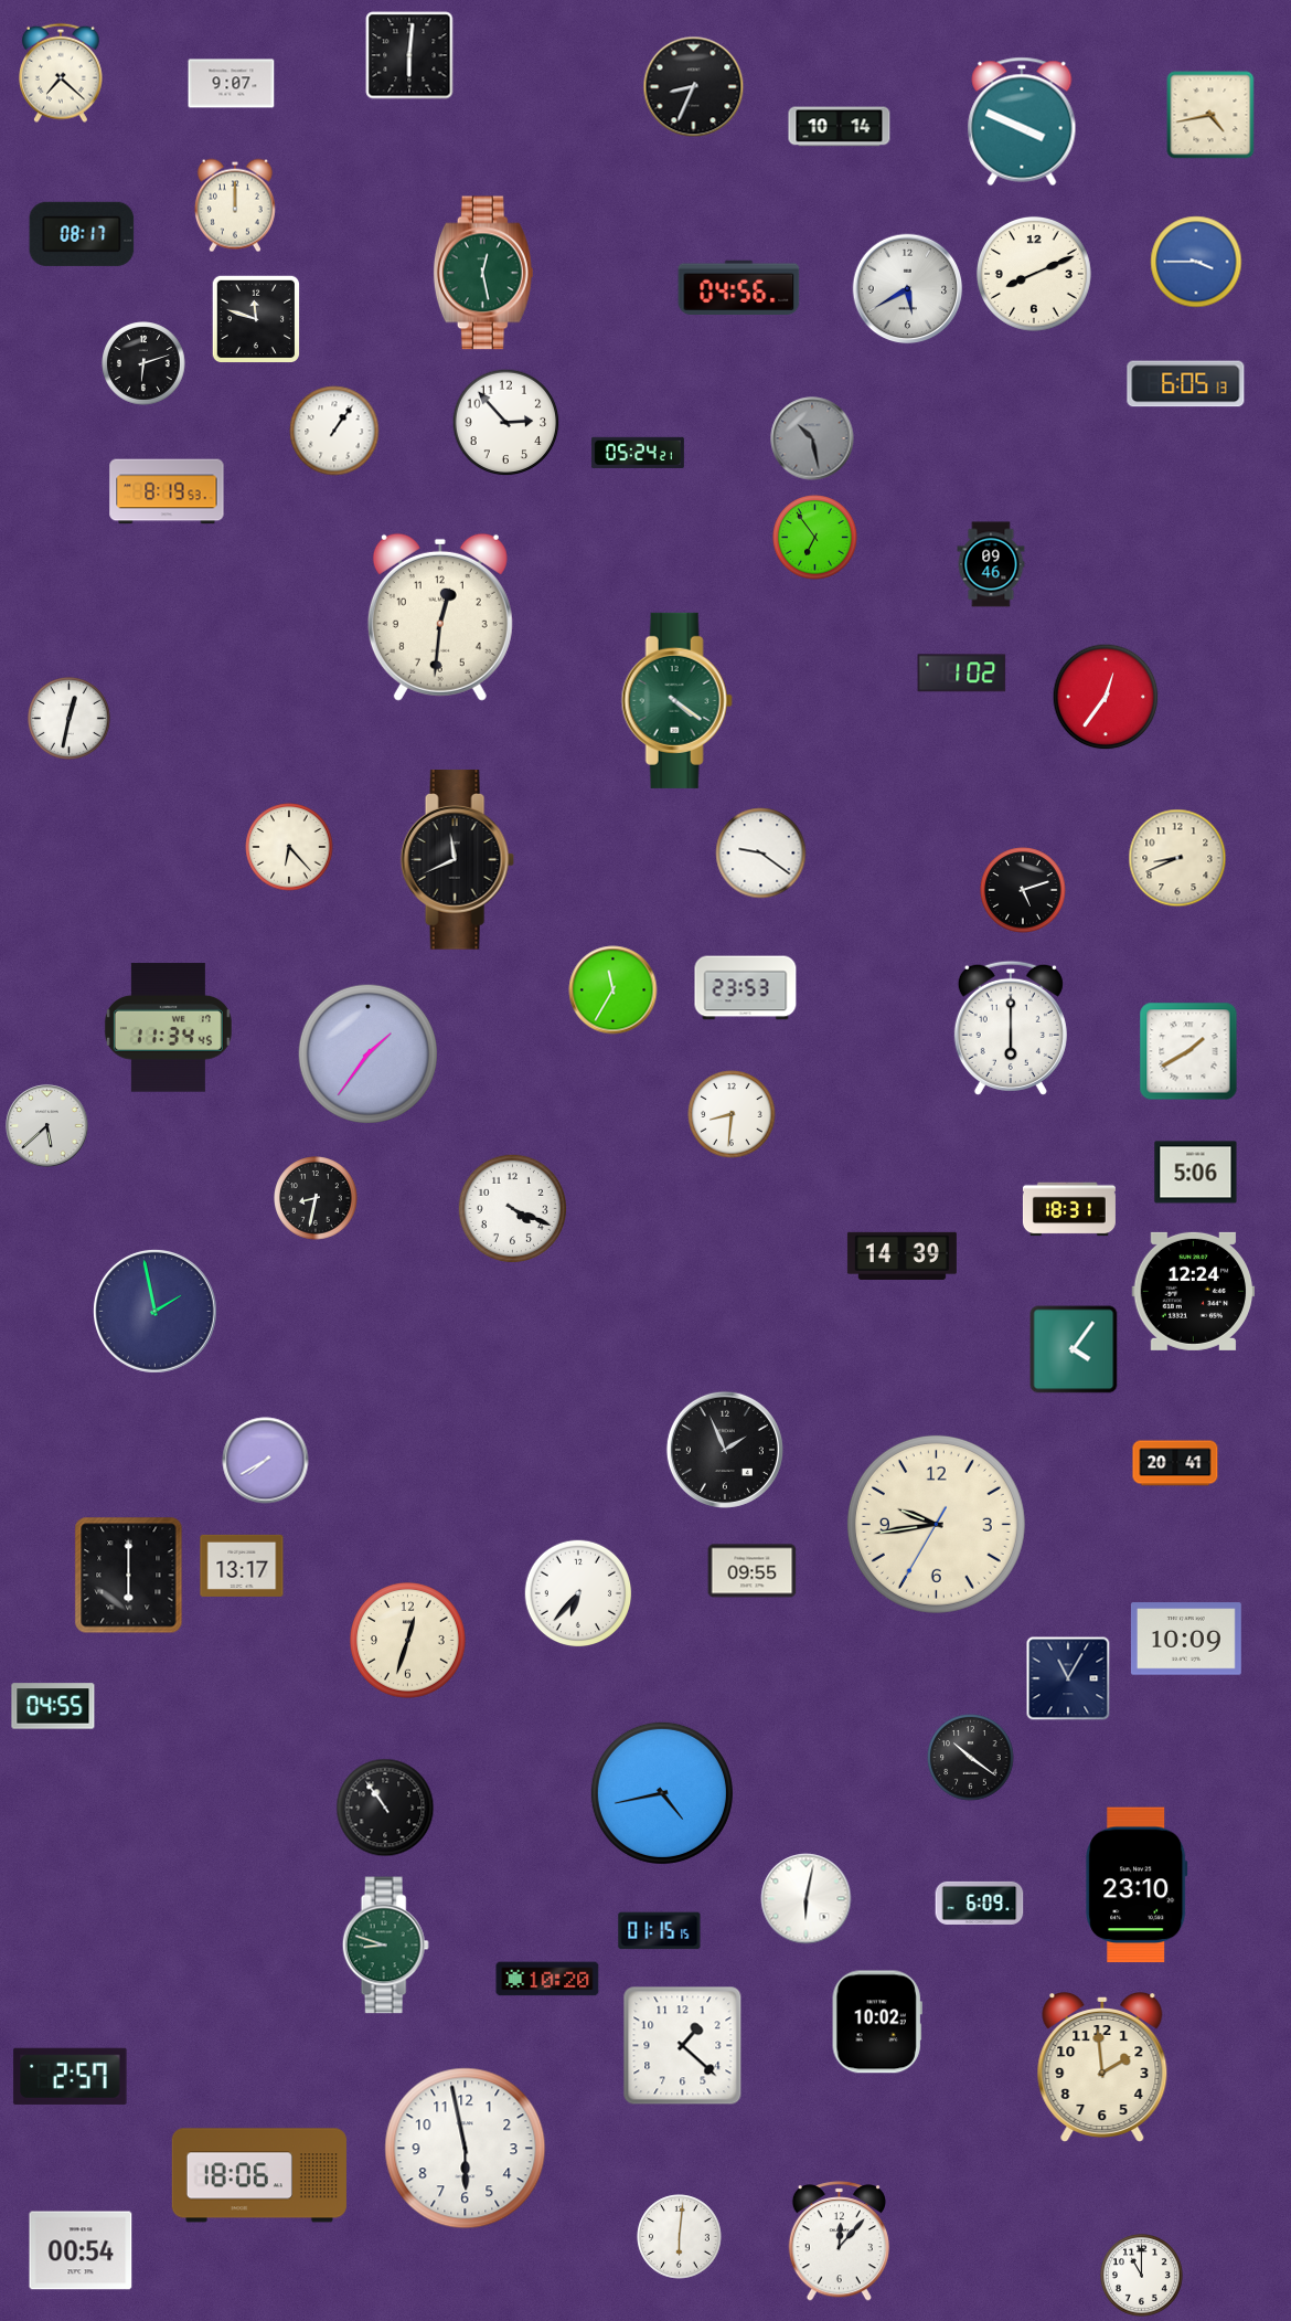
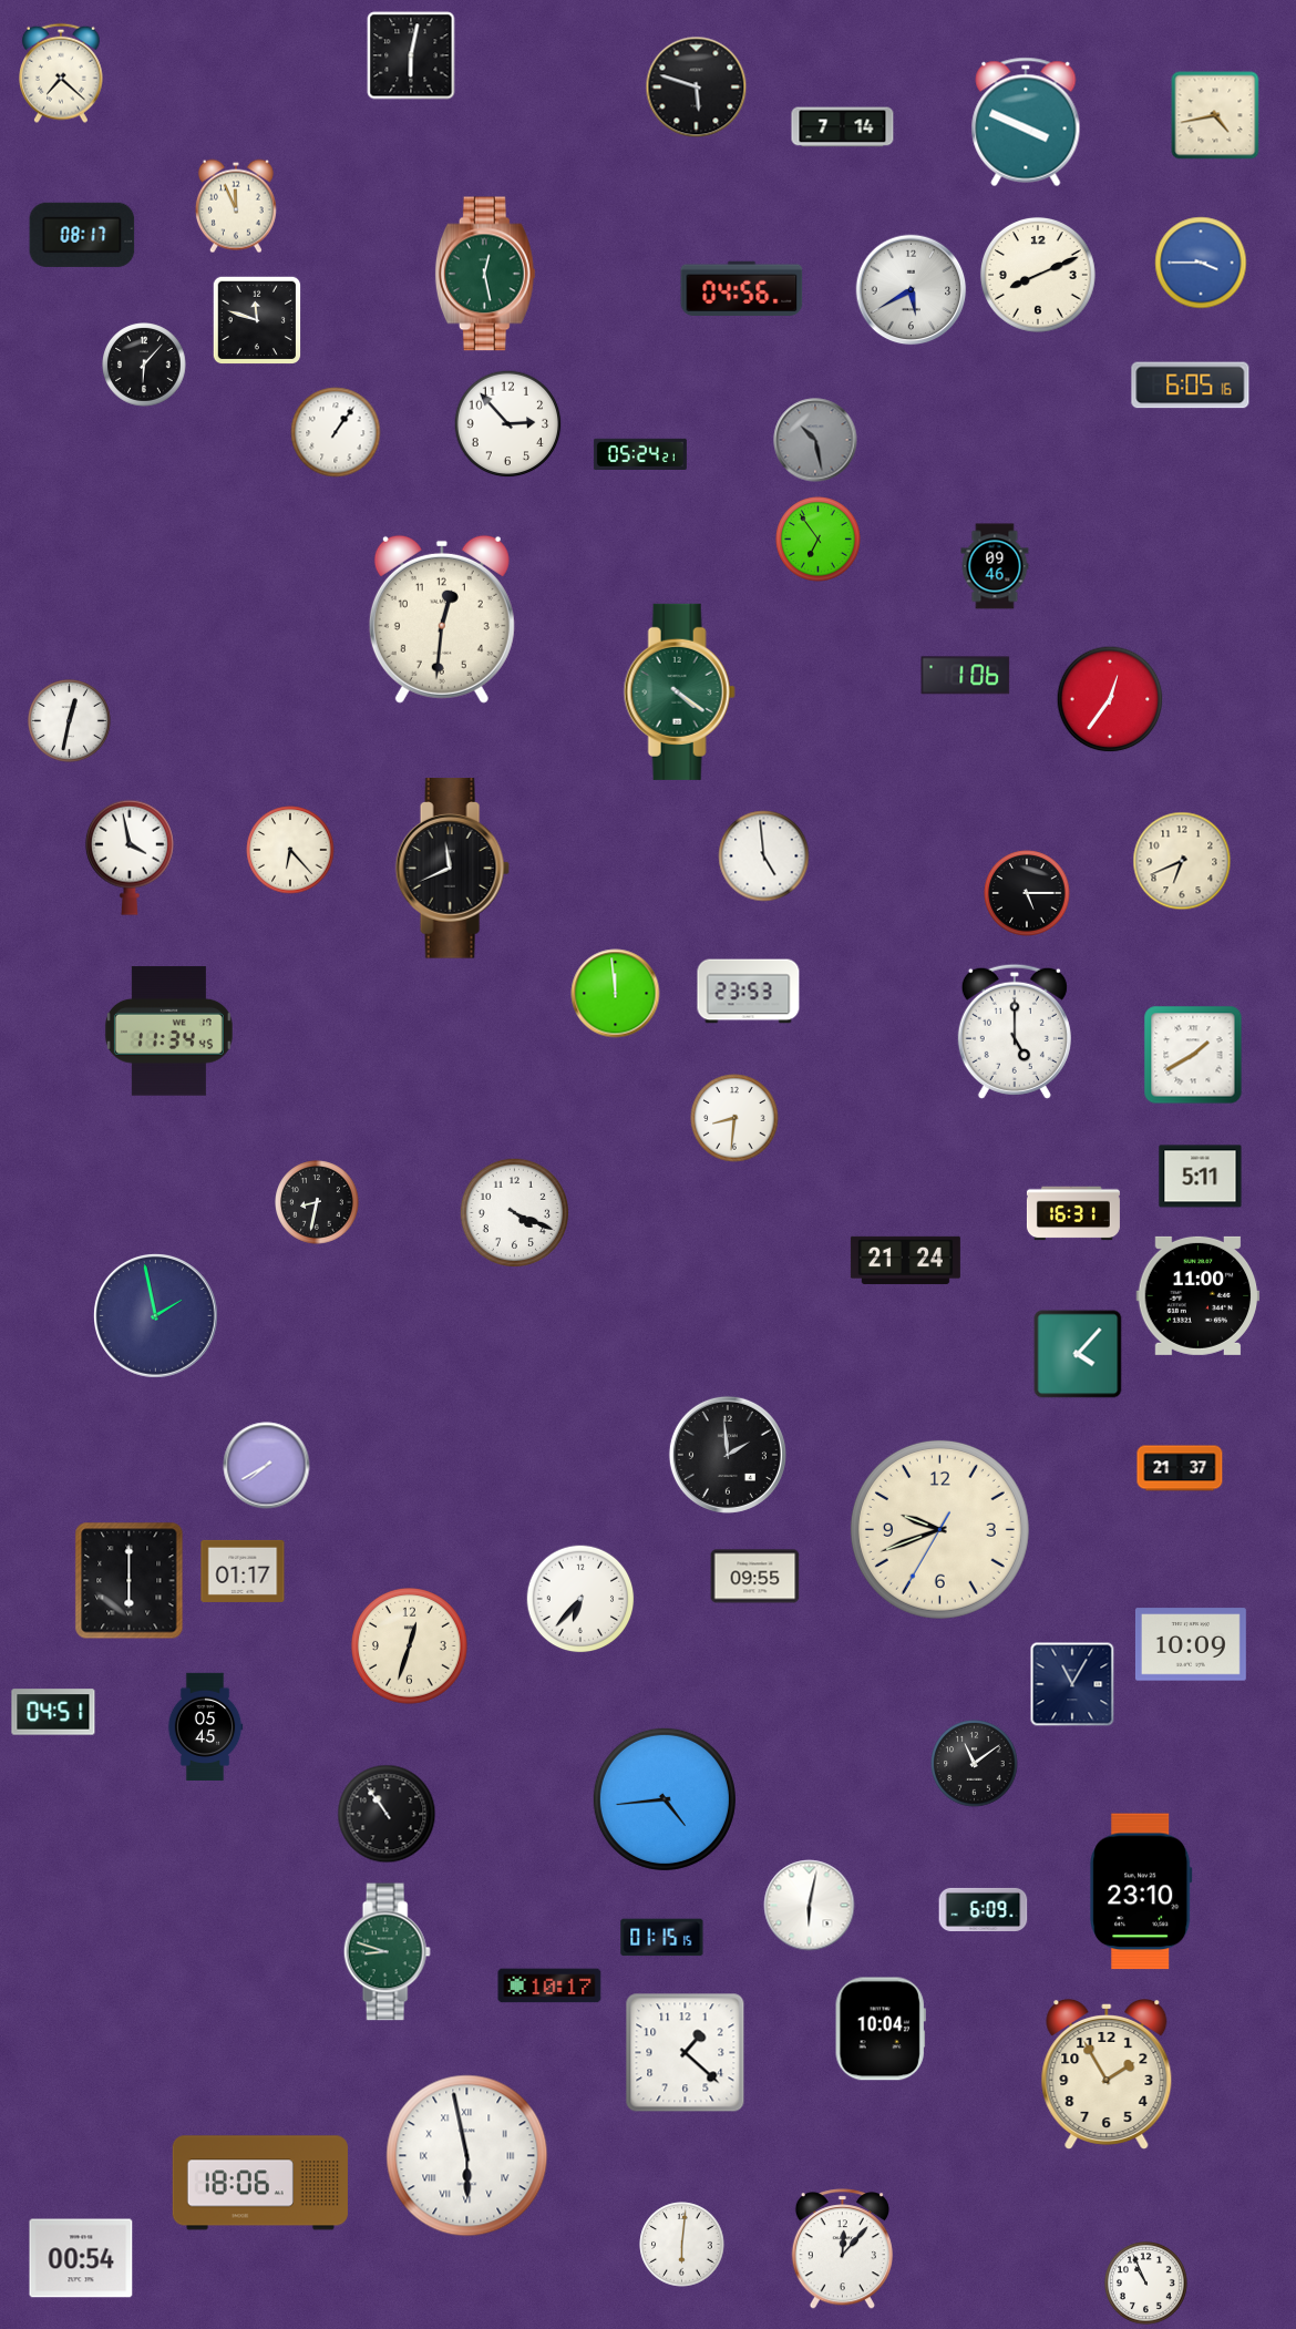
clock at (409, 55): 6:01 -> 6:02
clock at (232, 84): 9:07 -> none
clock at (694, 87): 8:34 -> 5:48
clock at (840, 127): 10:14 -> 7:14
clock at (235, 205): 12:00 -> 11:56
clock at (143, 363): 6:12 -> 6:07
clock at (1186, 384): 6:05:13 -> 6:05:16
clock at (167, 491): 8:19 -> none
clock at (962, 674): 1:02 -> 1:06
clock at (676, 700) position: (676, 700) -> (679, 691)
clock at (761, 854): 9:21 -> 4:59
clock at (130, 858): none -> 3:58
clock at (1177, 858): 8:41 -> 6:41
clock at (457, 860) position: (457, 860) -> (452, 869)
clock at (1023, 890): 5:12 -> 5:15
clock at (614, 990): 11:35 -> 11:59
clock at (1011, 1028): 6:00 -> 5:00
clock at (367, 1053): 1:36 -> none
clock at (47, 1126): 5:38 -> none
clock at (1196, 1173): 5:06 -> 5:11
clock at (1069, 1209): 18:31 -> 16:31
clock at (901, 1255): 14:39 -> 21:24
clock at (1194, 1291): 12:24 -> 11:00
clock at (1074, 1349): 4:06 -> 4:07
clock at (725, 1450): 1:56 -> 1:59
clock at (1175, 1463): 20:41 -> 21:37
clock at (936, 1524): 9:43 -> 9:41
clock at (242, 1566): 13:17 -> 01:17
clock at (53, 1706): 04:55 -> 04:51
clock at (205, 1726): none -> 05:45
clock at (971, 1758): 10:21 -> 11:09
clock at (662, 1793): 4:43 -> 4:44
clock at (547, 1979): 10:20 -> 10:17
clock at (877, 2022): 10:02 -> 10:04
clock at (1102, 2067): 1:59 -> 1:55
clock at (71, 2076): 2:57 -> none
clock at (466, 2149) numerals: Arabic -> Roman
clock at (1142, 2276): 11:00 -> 10:56
